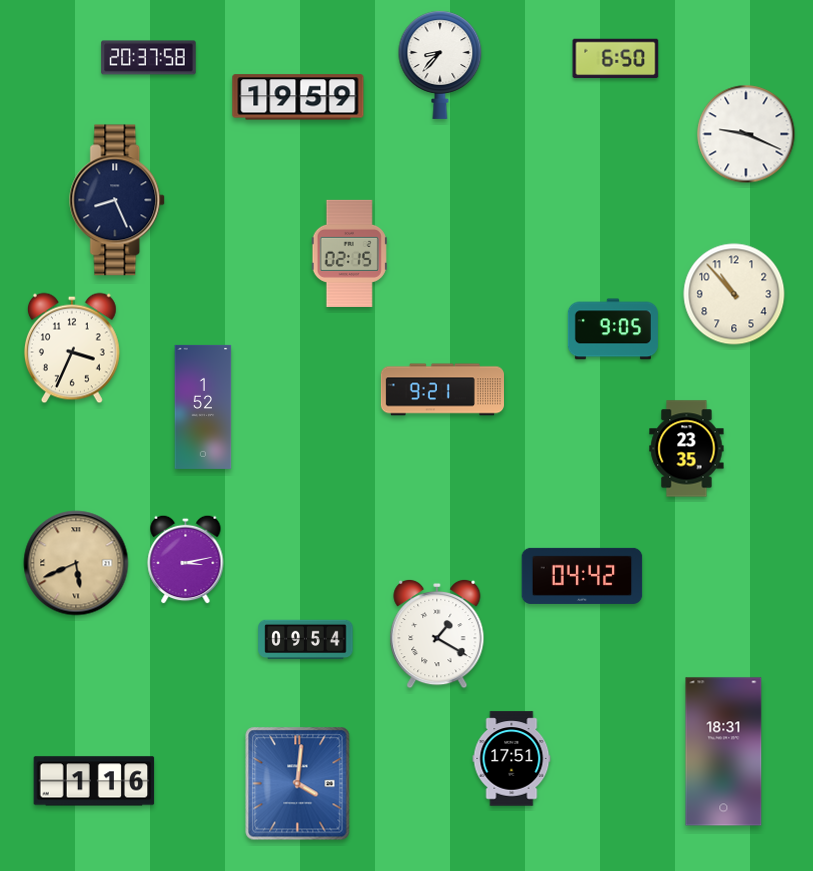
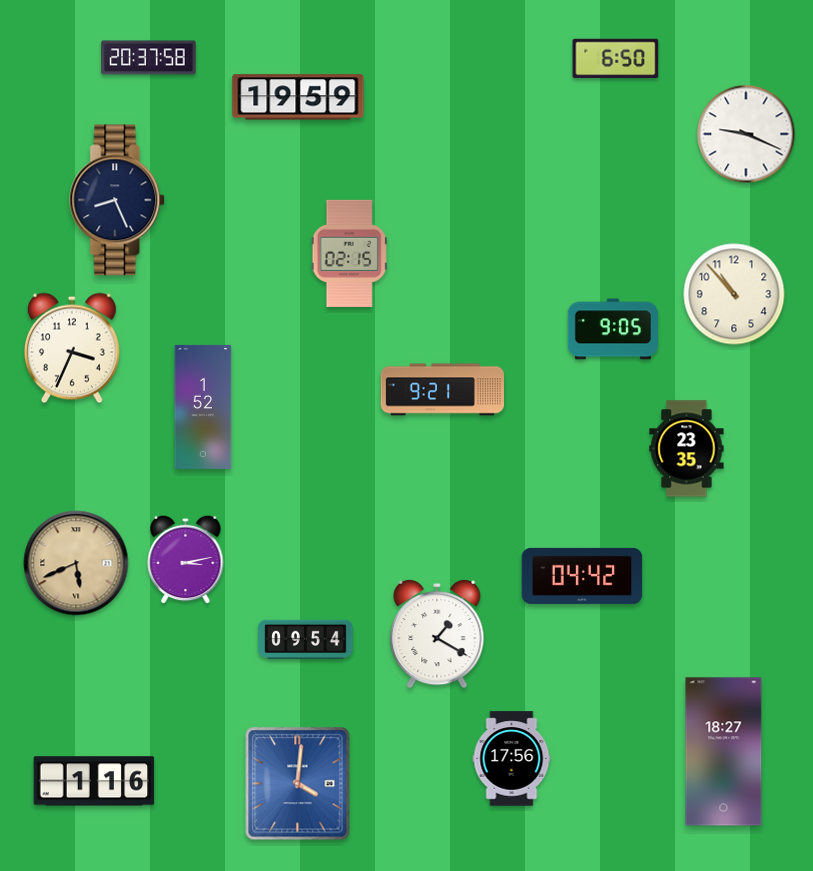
clock at (440, 65): 8:37 -> none
clock at (724, 752): 18:31 -> 18:27
clock at (512, 759): 17:51 -> 17:56
